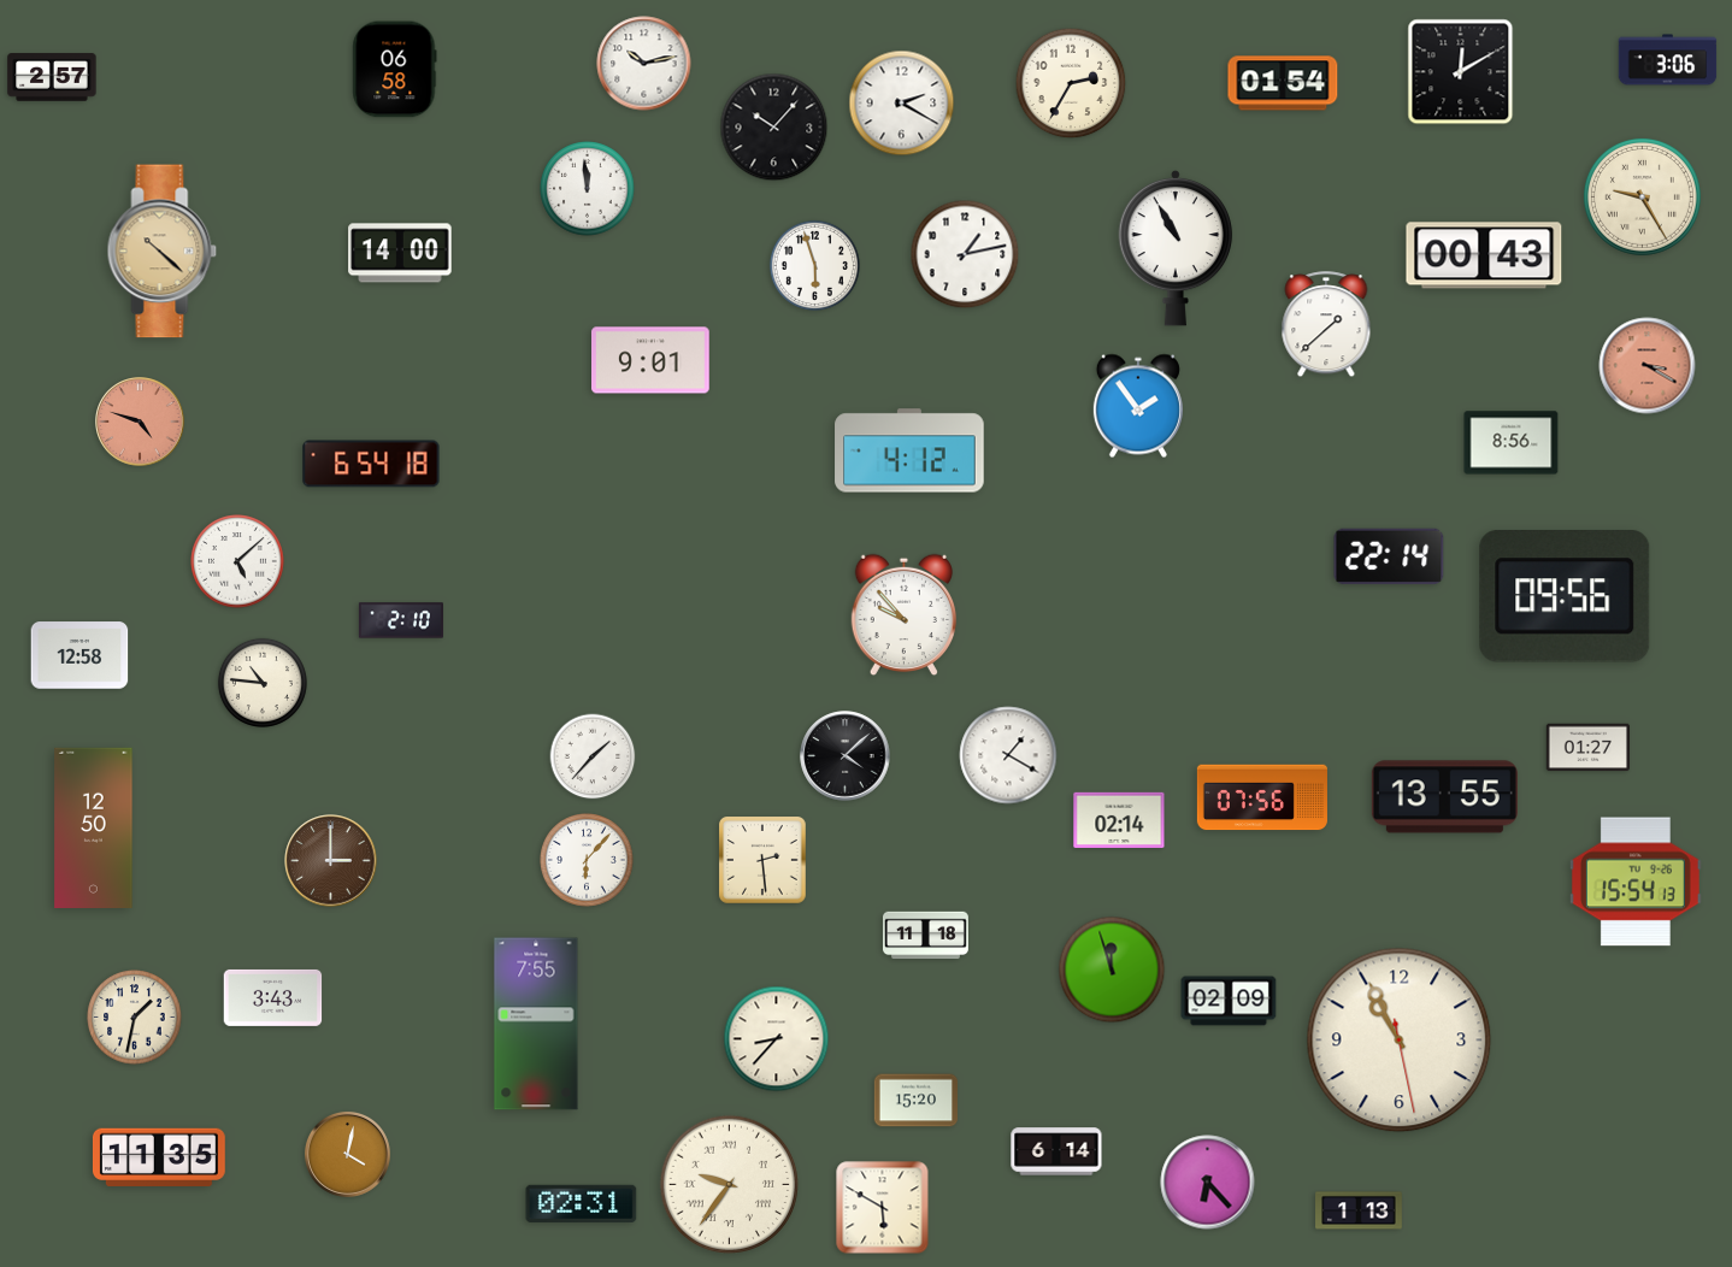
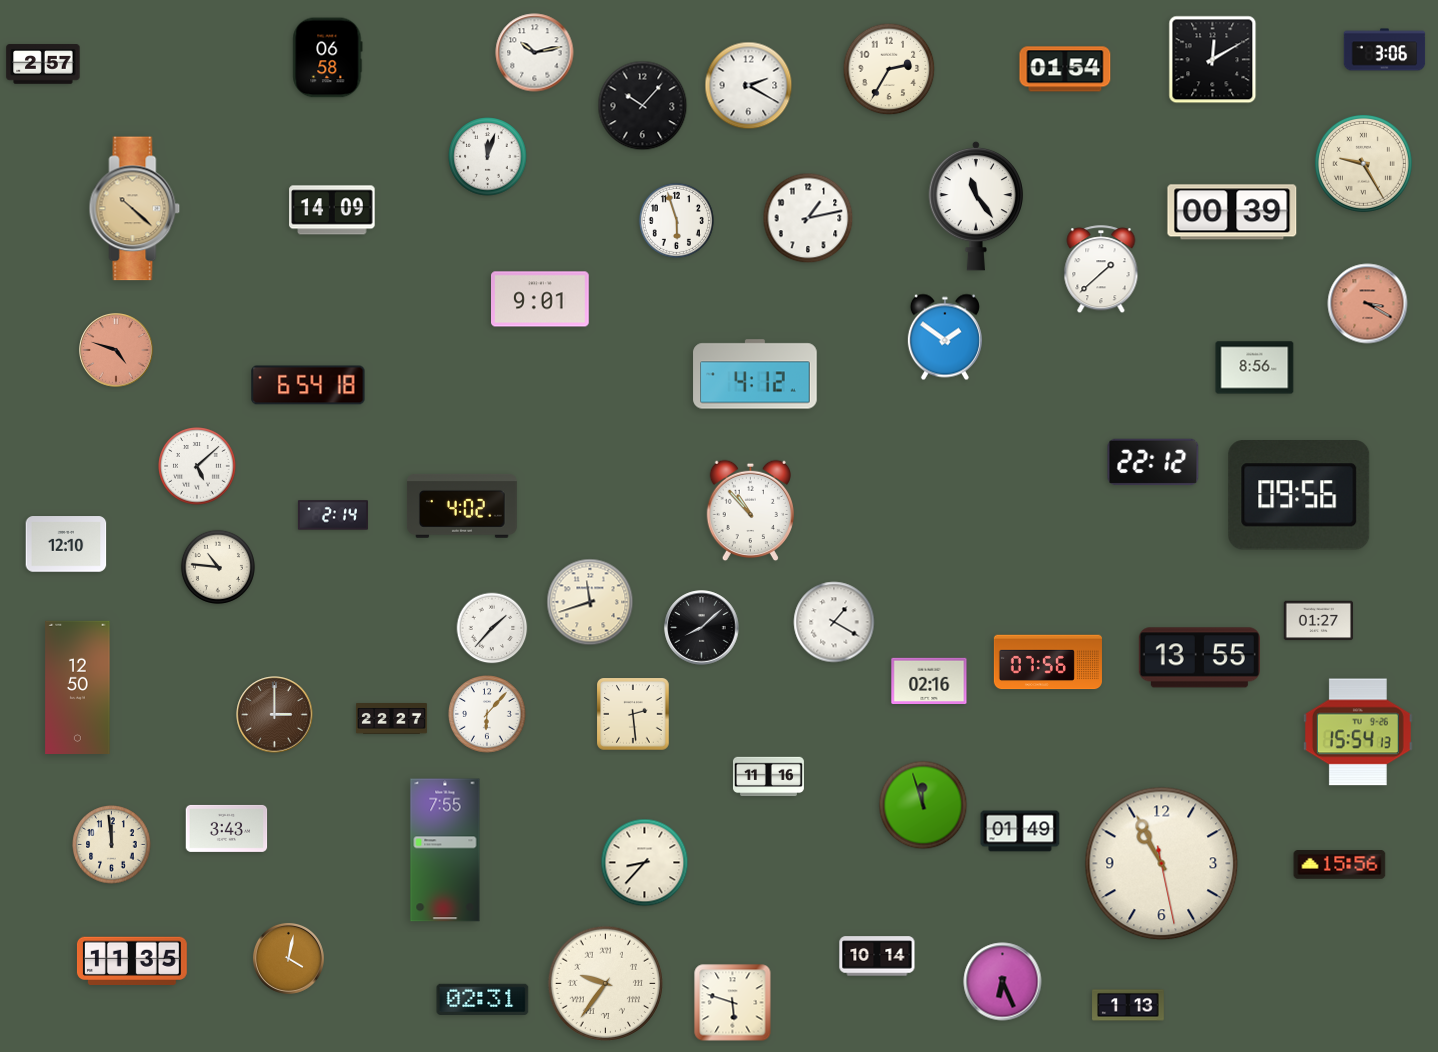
clock at (588, 189): 11:59 -> 12:03
clock at (1176, 248): 10:55 -> 11:24
clock at (400, 253): 14:00 -> 14:09
clock at (965, 254) position: (965, 254) -> (808, 218)
clock at (1484, 255): 00:43 -> 00:39
clock at (1138, 406): 1:54 -> 1:51
clock at (1389, 556): 22:14 -> 22:12
clock at (462, 506): none -> 4:02
clock at (903, 615): 9:53 -> 10:53
clock at (401, 620): 2:10 -> 2:14
clock at (79, 655): 12:58 -> 12:10
clock at (590, 602): none -> 11:42
clock at (1008, 755) position: (1008, 755) -> (834, 622)
clock at (846, 756): 4:08 -> 8:08
clock at (1444, 797) position: (1444, 797) -> (1199, 658)
clock at (1119, 819): 02:14 -> 02:16
clock at (391, 719): none -> 22:27
clock at (925, 936): 11:18 -> 11:16
clock at (1229, 1001): 02:09 -> 01:49
clock at (135, 1018): 1:32 -> 11:59
clock at (1340, 865): none -> 15:56
clock at (917, 1101): 15:20 -> none
clock at (1056, 1151): 6:14 -> 10:14
clock at (1208, 1183): 6:23 -> 6:26
clock at (883, 1208): 5:50 -> 5:48
